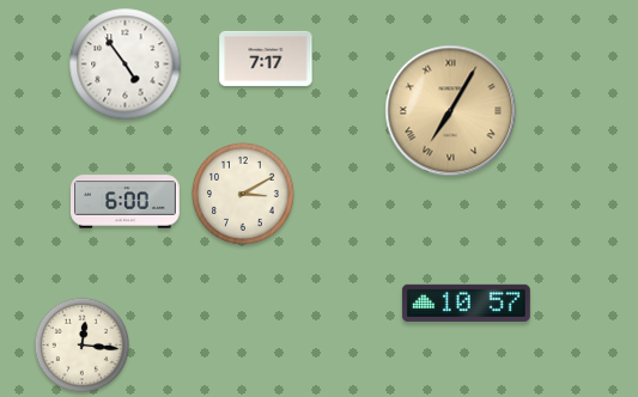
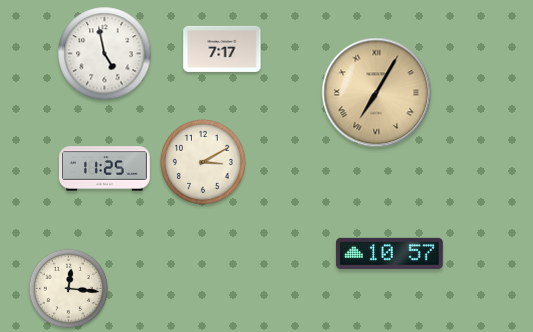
clock at (126, 65): 4:54 -> 4:58
clock at (126, 202): 6:00 -> 11:25
